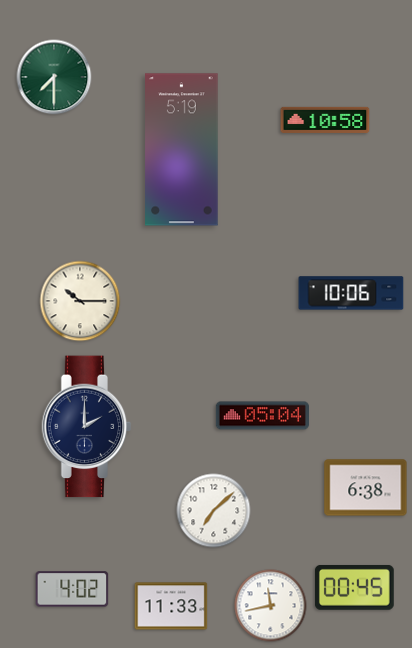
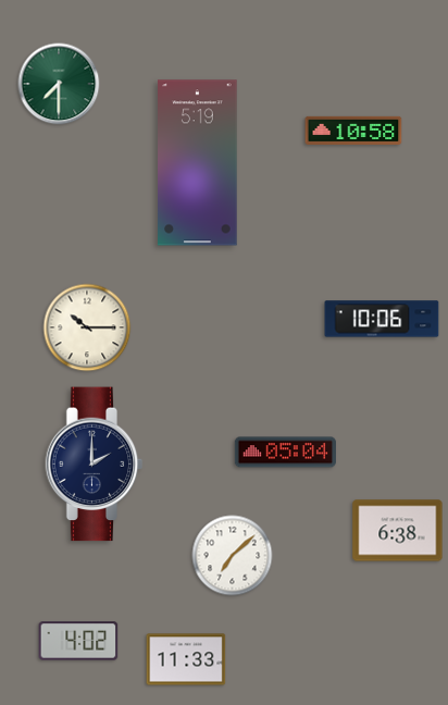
clock at (354, 587): 00:45 -> none
clock at (271, 606): 11:43 -> none
